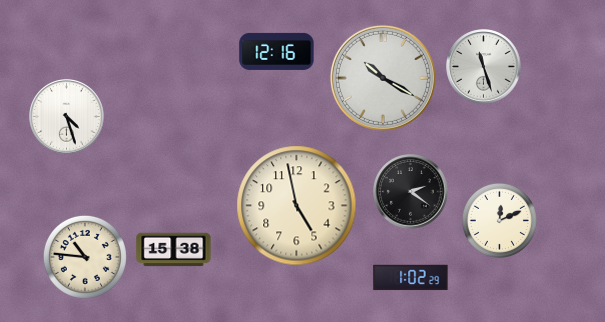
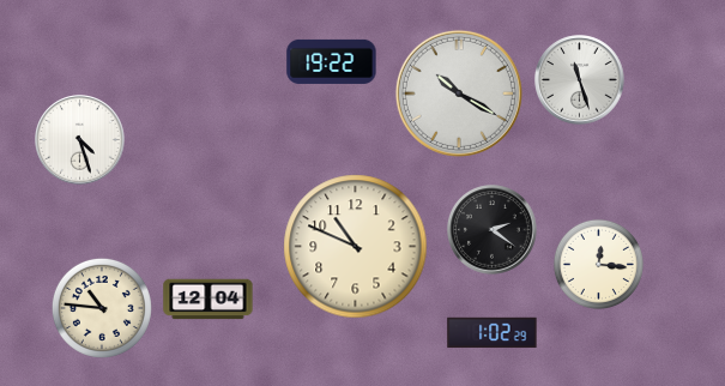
clock at (277, 51): 12:16 -> 19:22
clock at (297, 206): 4:58 -> 10:49
clock at (499, 220): 12:11 -> 12:16
clock at (174, 250): 15:38 -> 12:04
